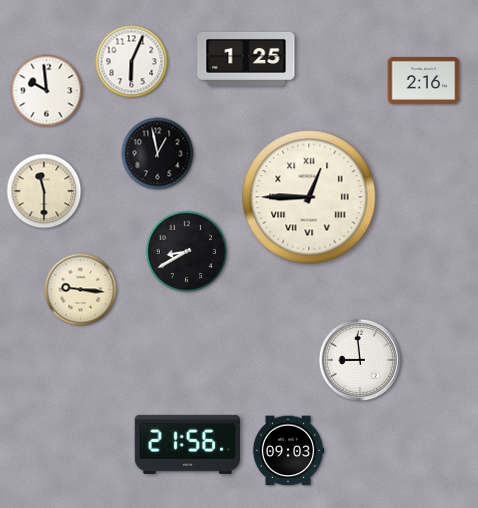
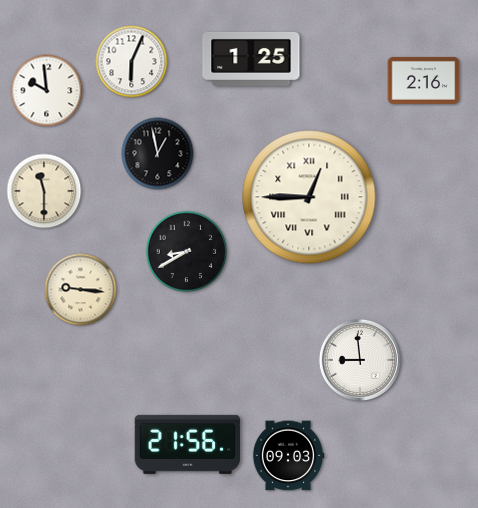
clock at (246, 59) position: (246, 59) -> (251, 59)
clock at (288, 451) position: (288, 451) -> (288, 456)
